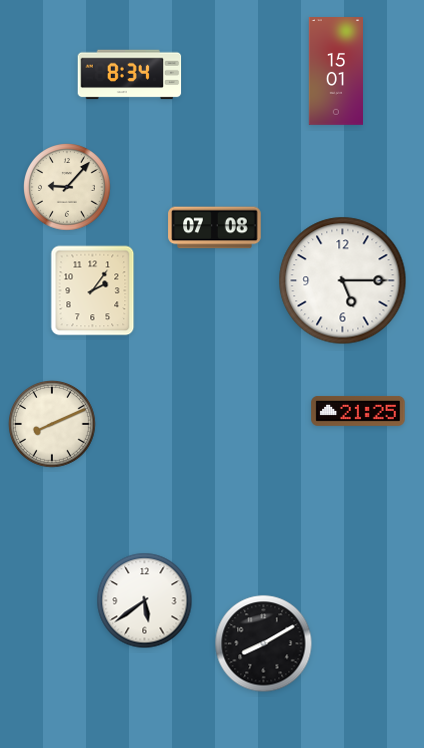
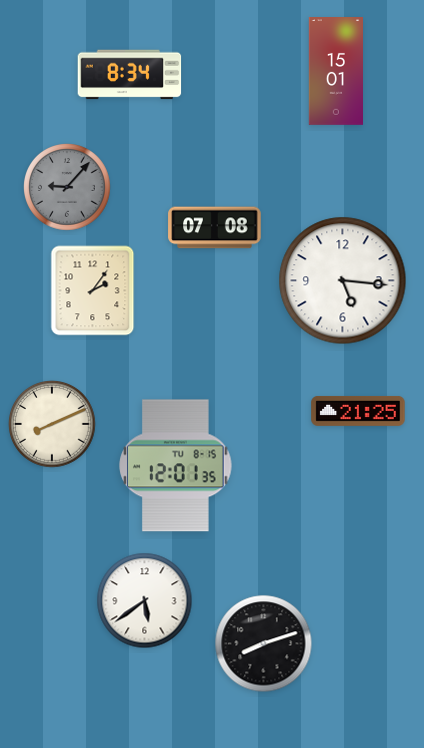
clock at (68, 188) dial: cream -> grey
clock at (343, 281): 5:15 -> 5:16
clock at (176, 466): none -> 12:01
clock at (264, 644): 8:10 -> 8:12
